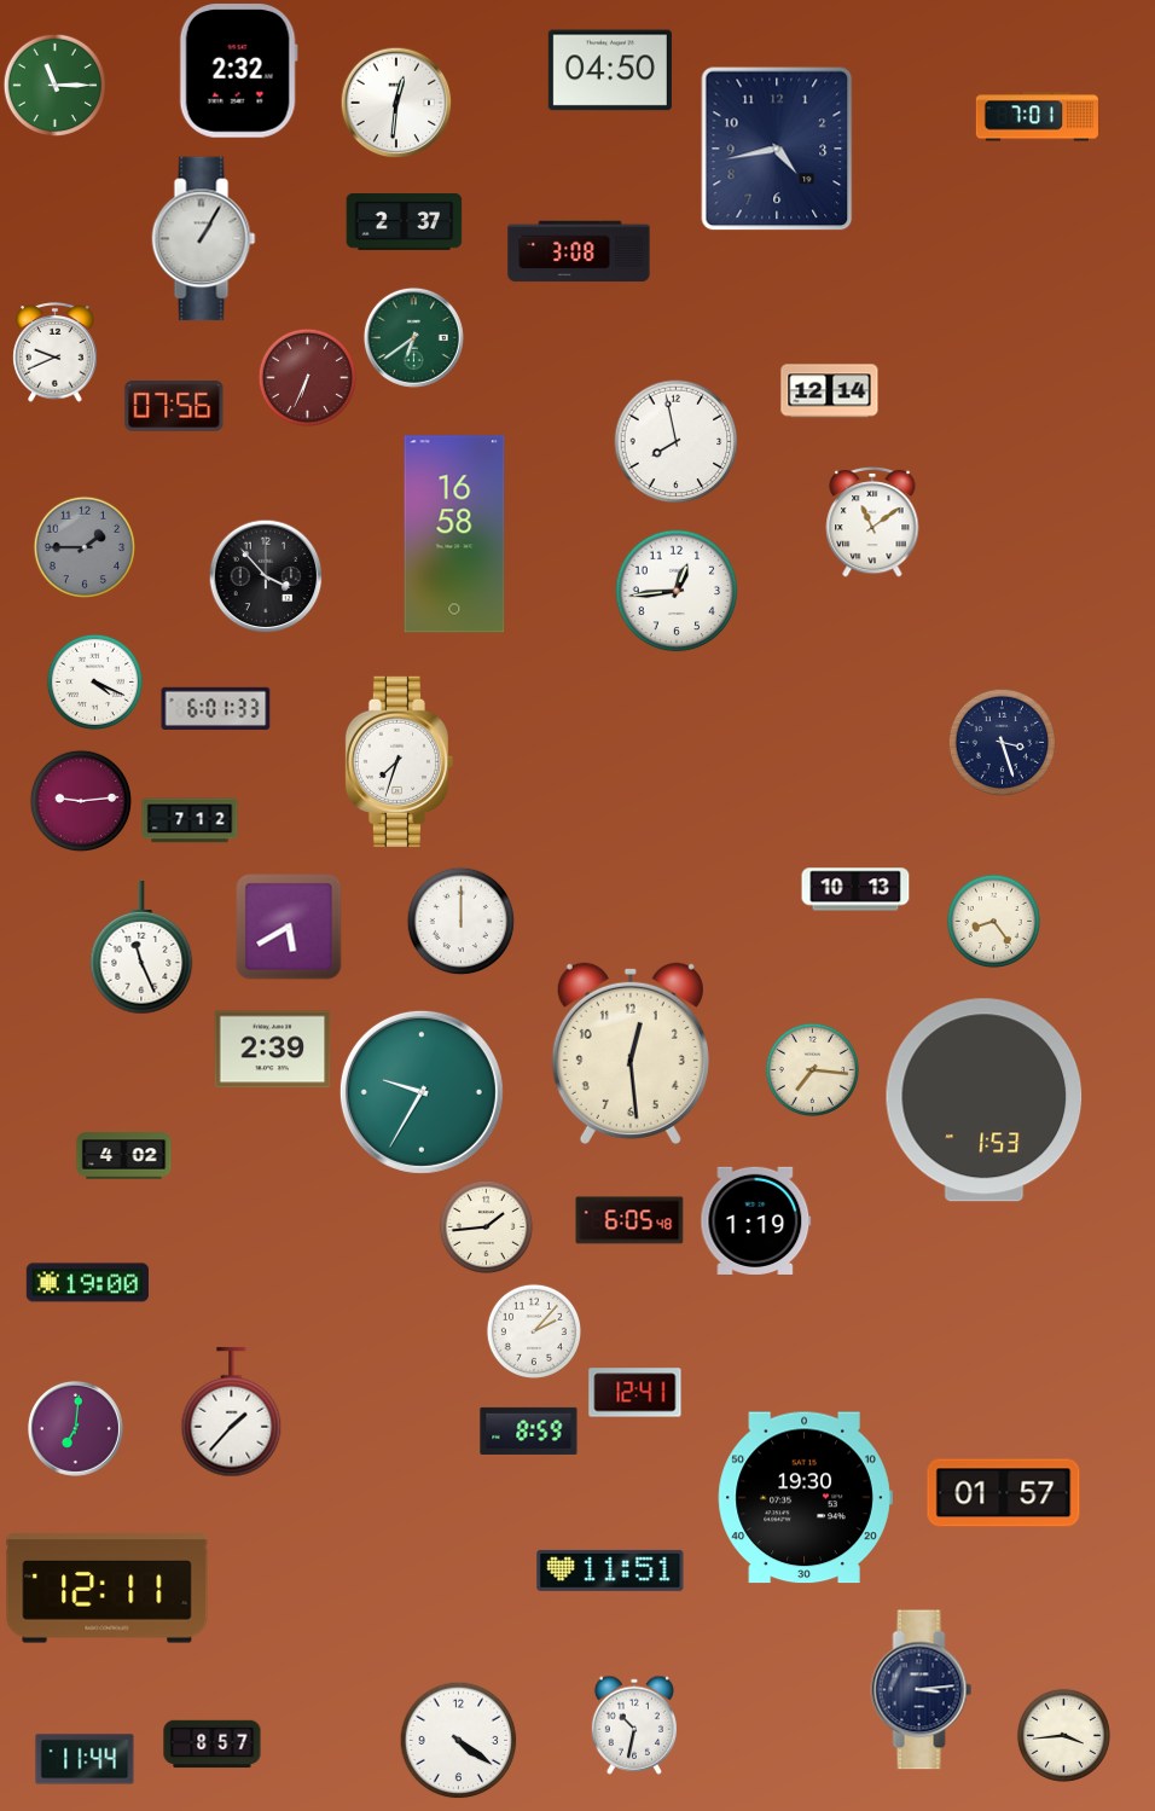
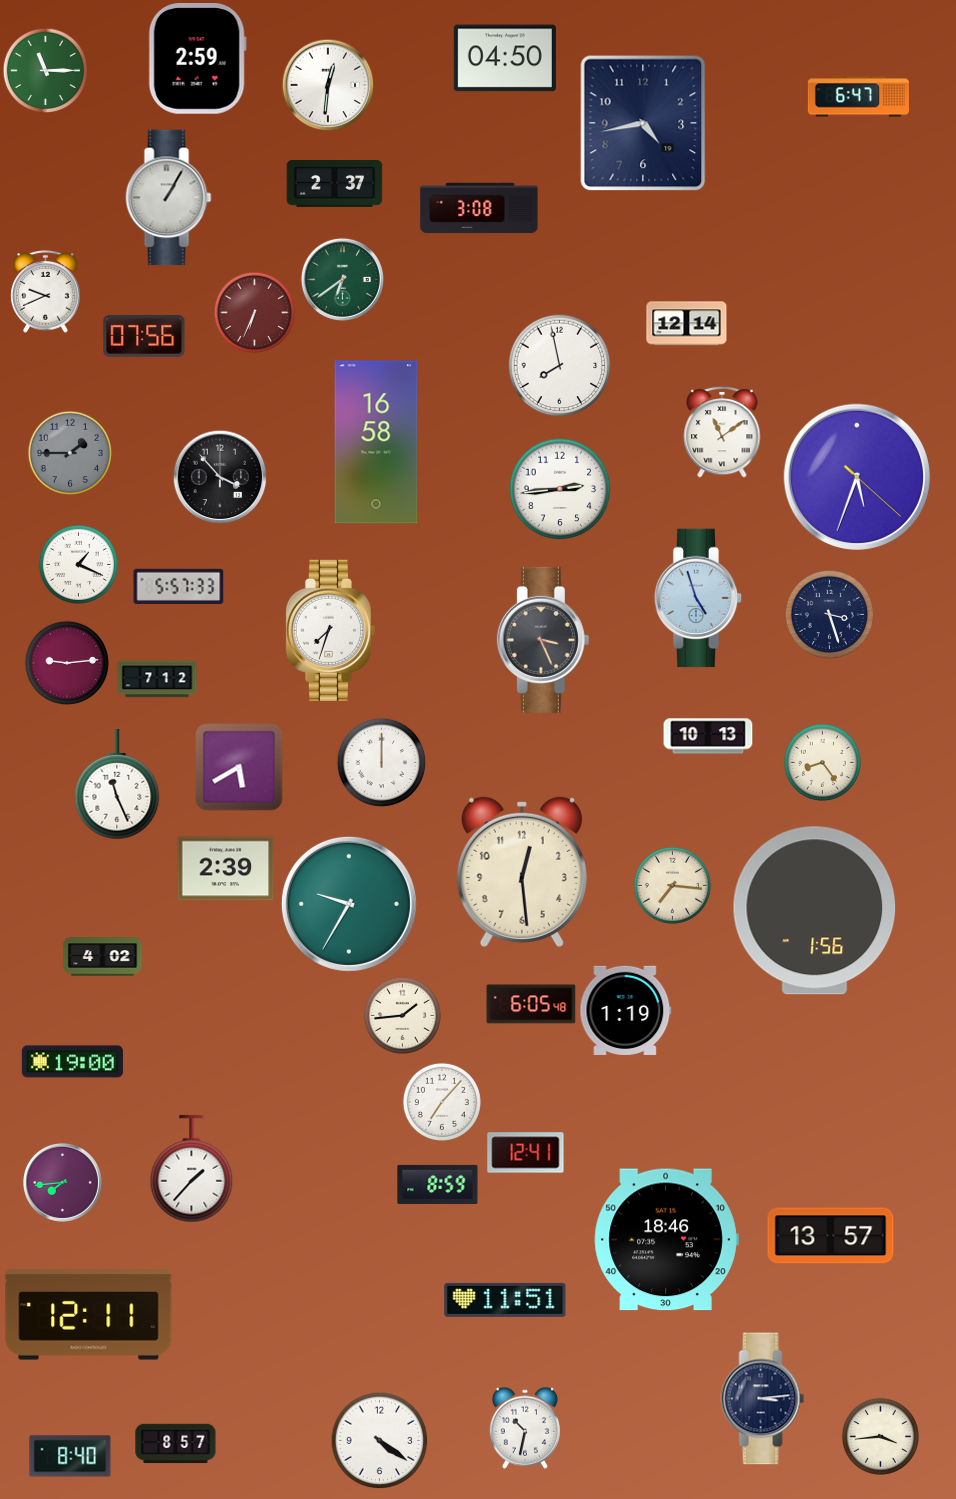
clock at (238, 71): 2:32 -> 2:59
clock at (1037, 117): 7:01 -> 6:47
clock at (857, 477): none -> 5:33
clock at (677, 591): 12:44 -> 2:44
clock at (94, 681): 4:19 -> 1:19
clock at (216, 708): 6:01 -> 5:57
clock at (698, 598): none -> 4:57
clock at (543, 640): none -> 3:26
clock at (985, 1101): 1:53 -> 1:56
clock at (629, 1220) position: (629, 1220) -> (531, 1004)
clock at (534, 1331): 2:07 -> 7:07
clock at (75, 1428): 7:01 -> 7:44
clock at (1004, 1493): 01:57 -> 13:57
clock at (805, 1498): 19:30 -> 18:46
clock at (85, 1759): 11:44 -> 8:40
